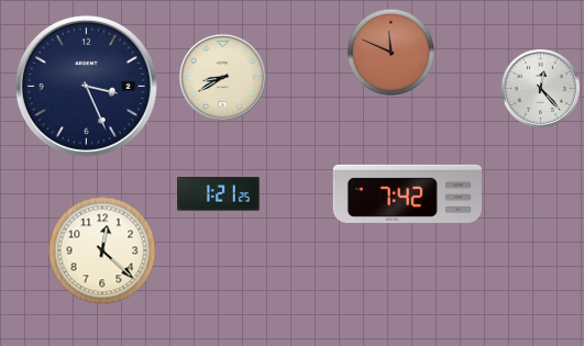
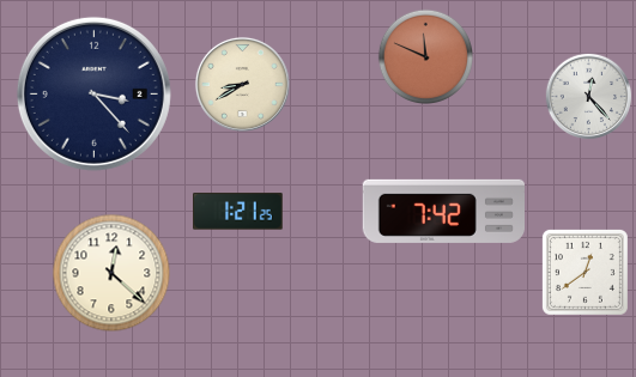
clock at (86, 86): 3:26 -> 3:23
clock at (584, 272): none -> 12:39
